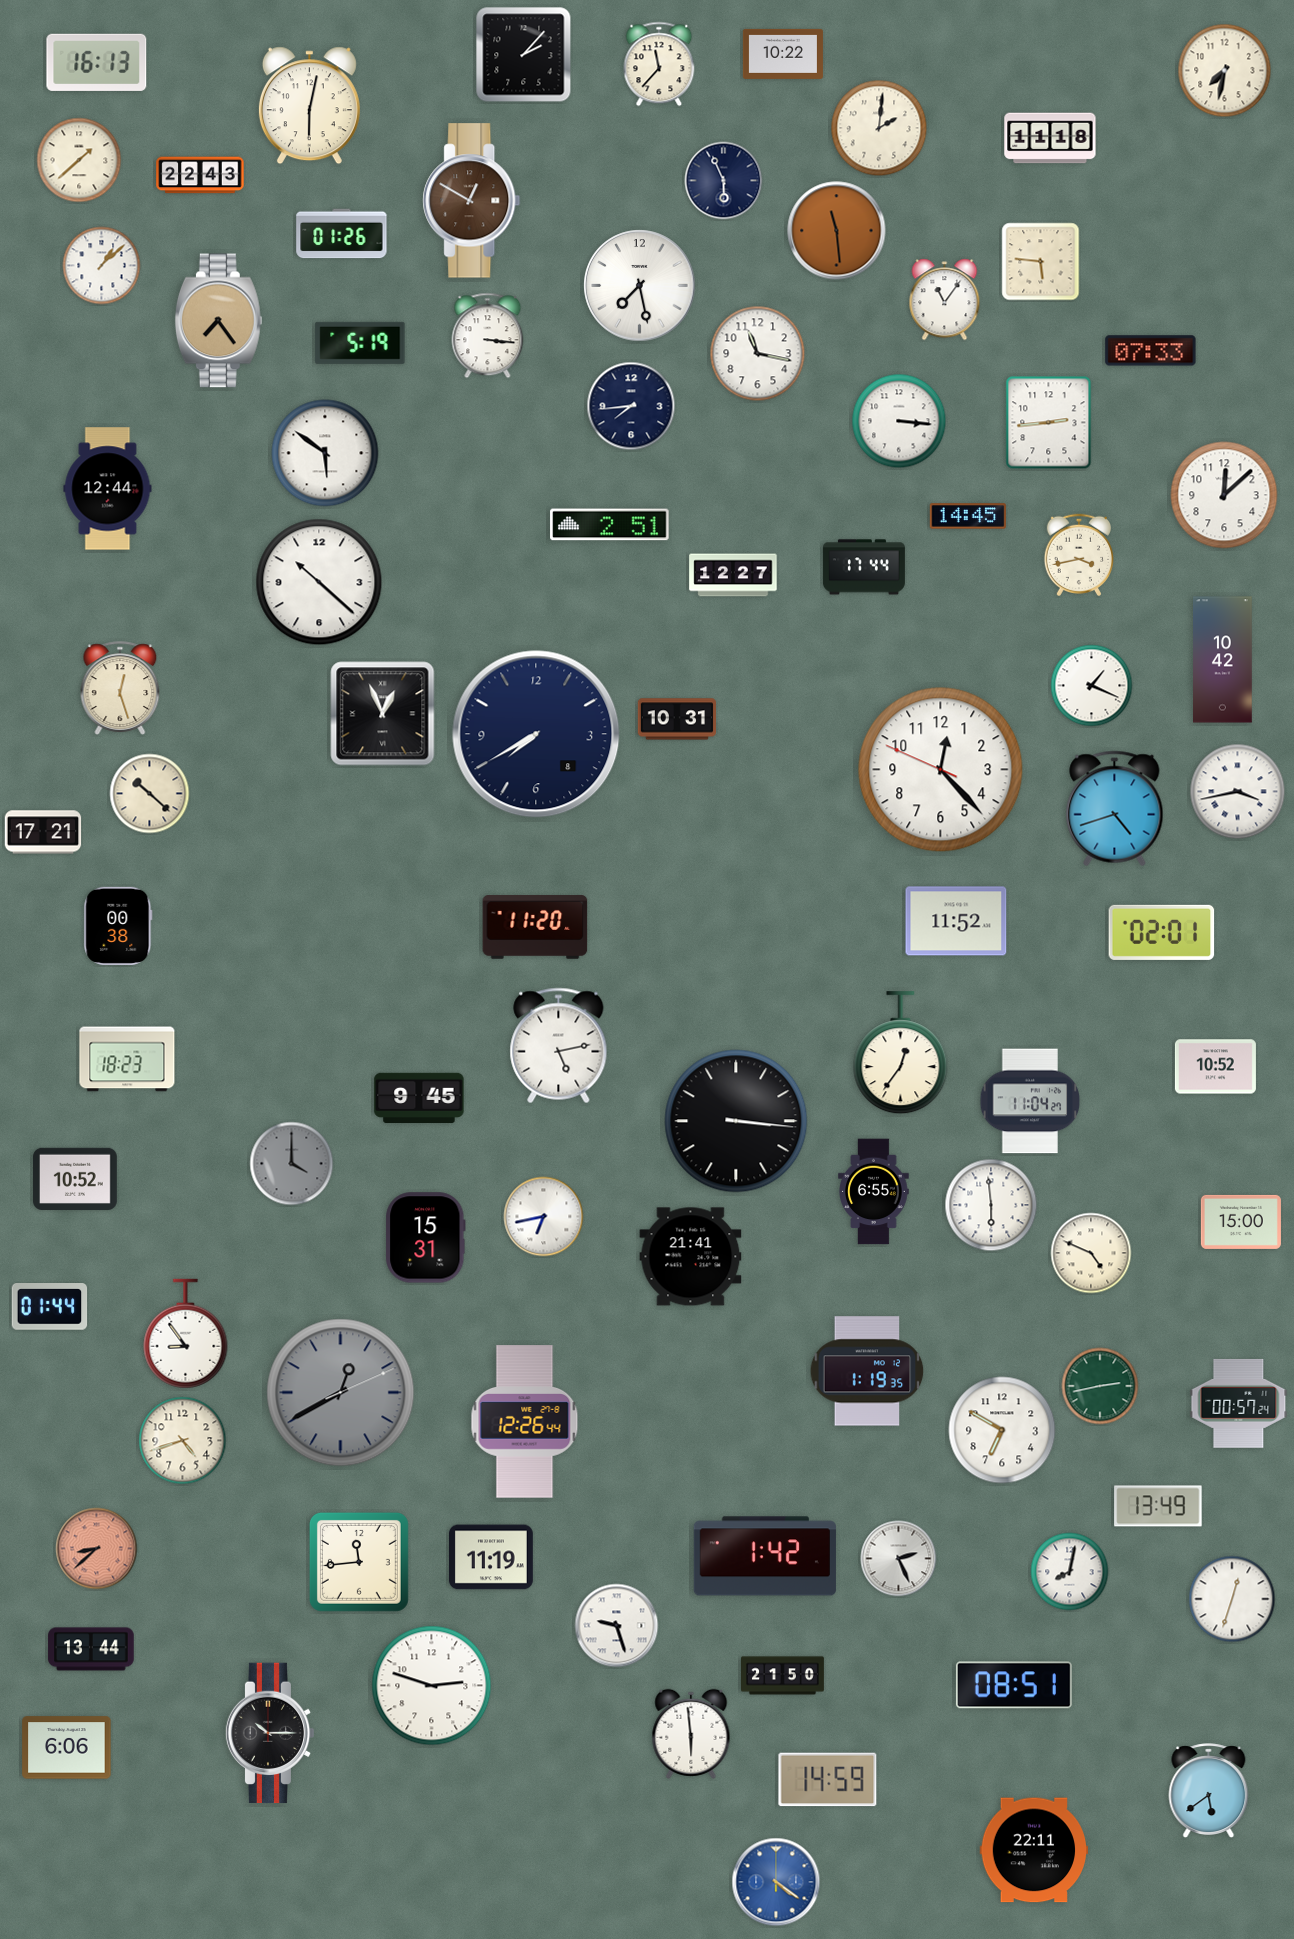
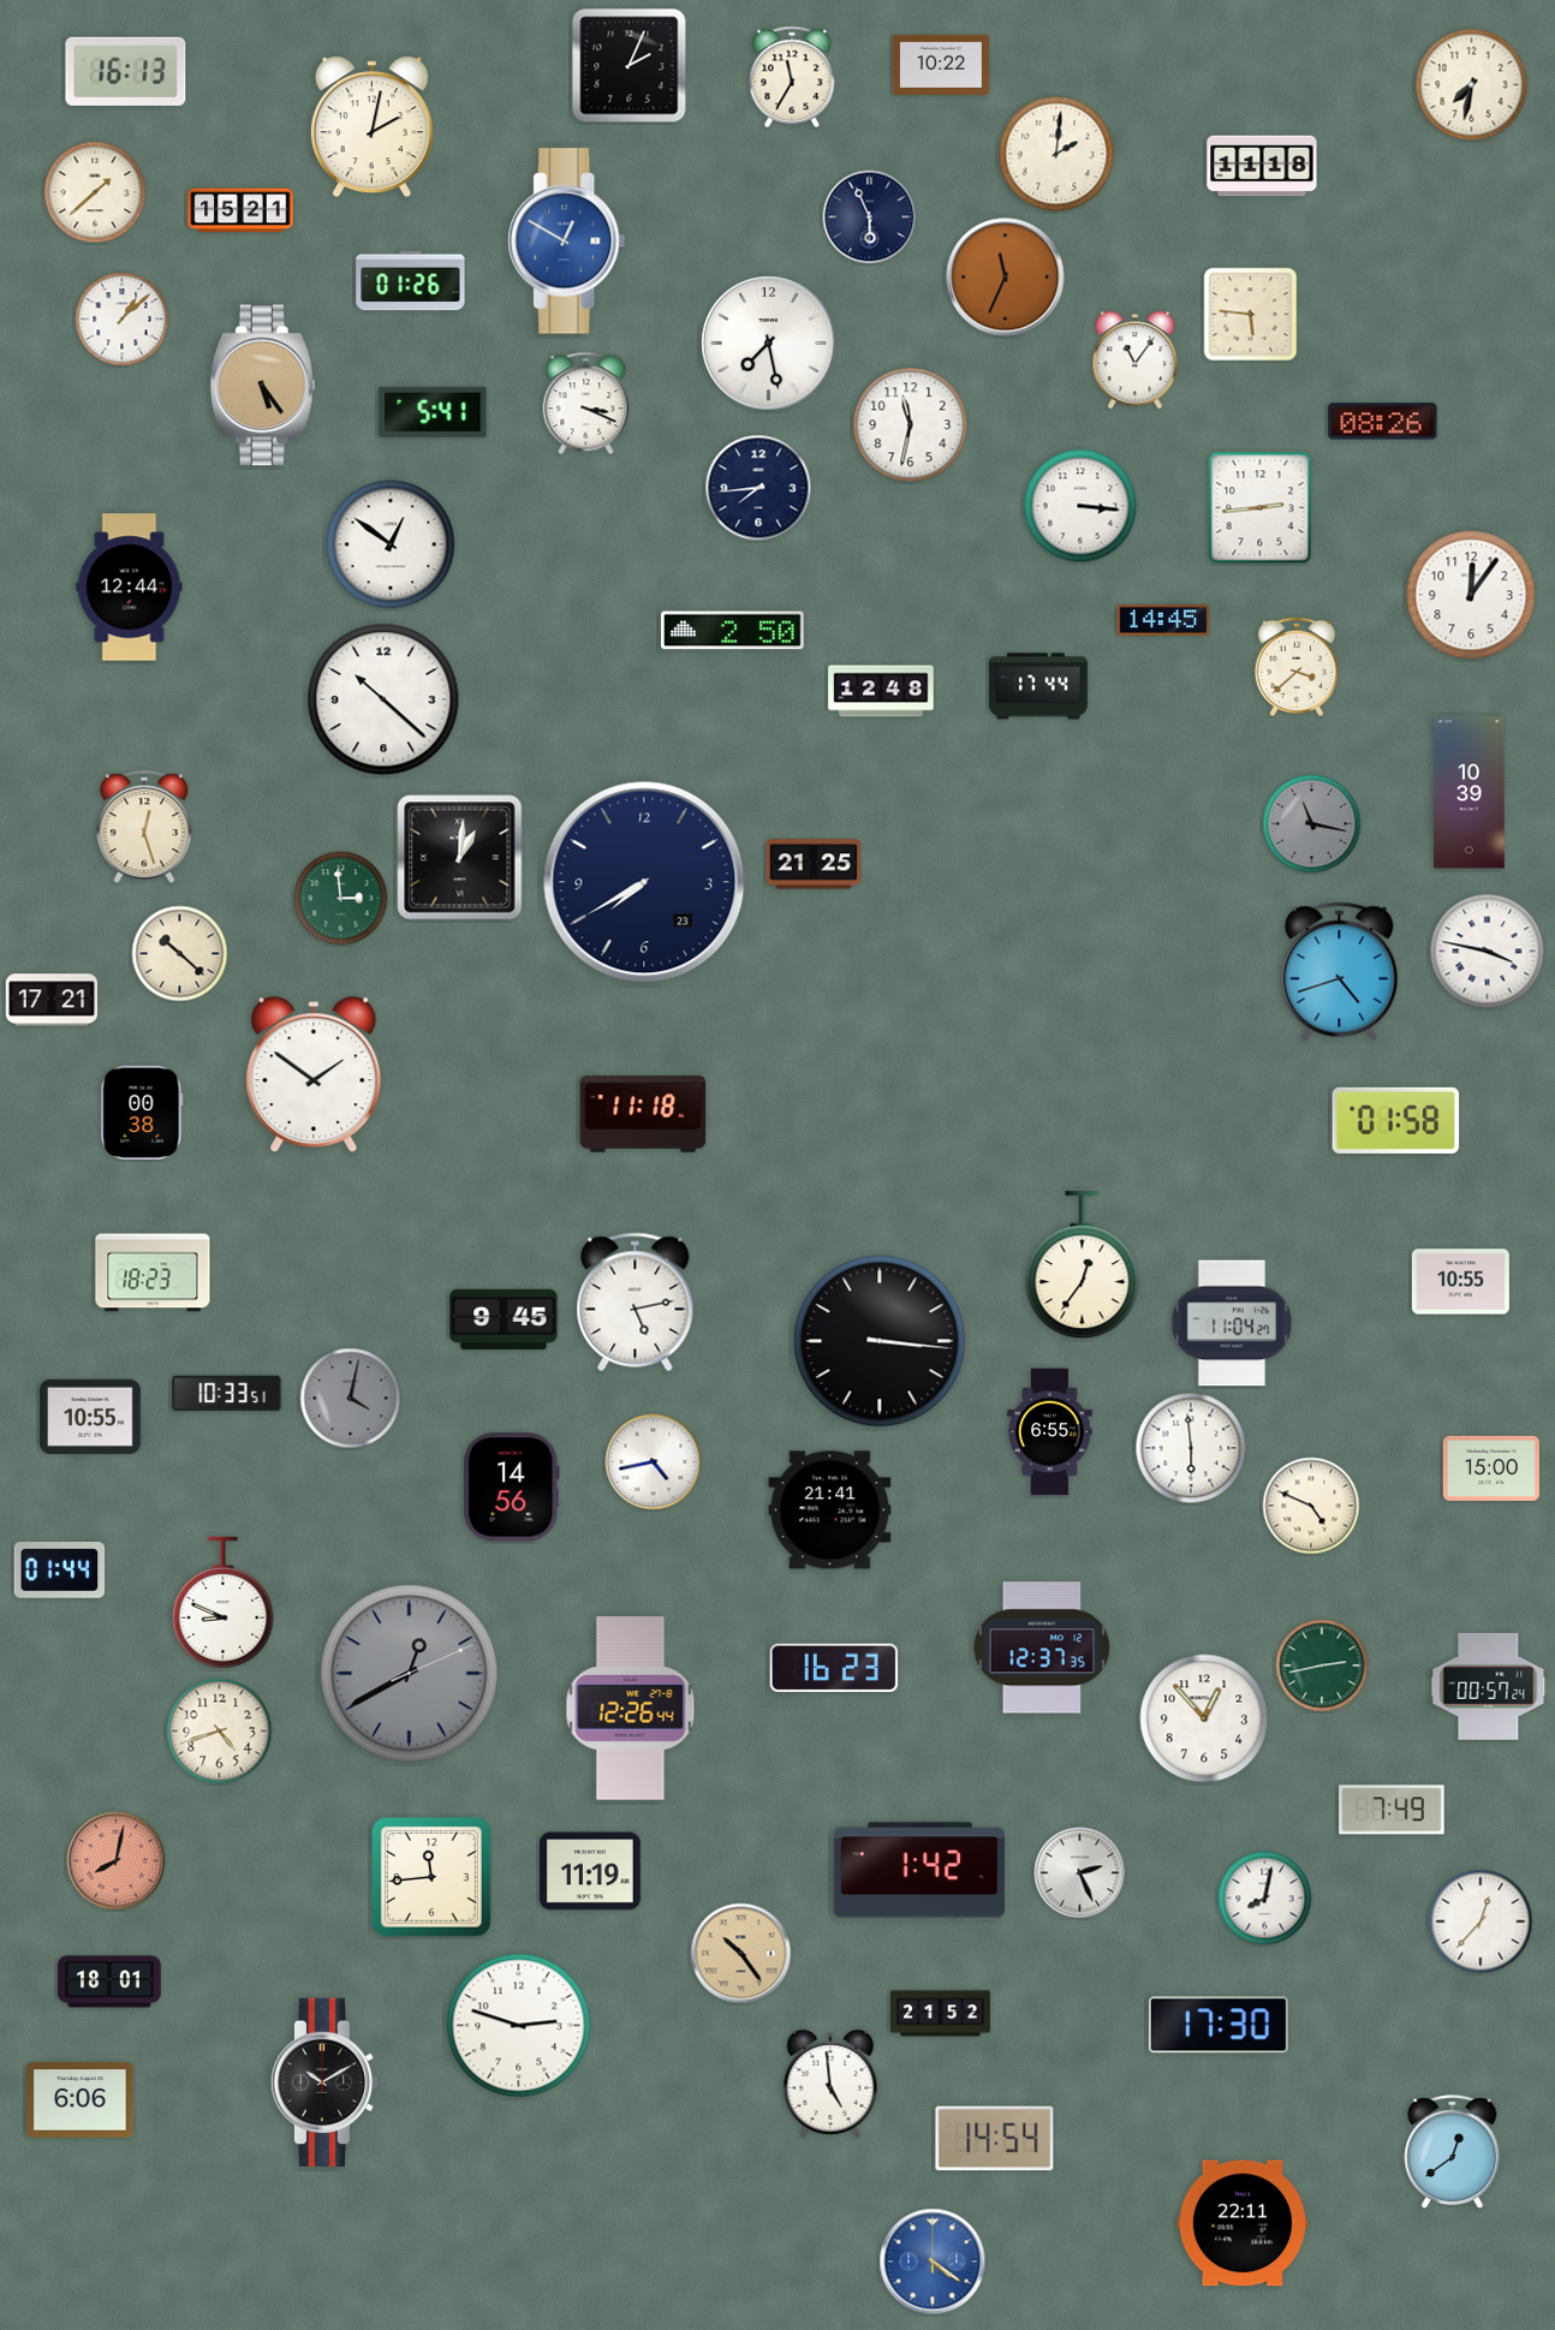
clock at (524, 55): 2:07 -> 2:04
clock at (97, 62) position: (97, 62) -> (126, 71)
clock at (659, 64): 11:37 -> 11:35
clock at (309, 106): 6:02 -> 2:02
clock at (200, 175): 22:43 -> 15:21
clock at (472, 201) dial: brown -> blue
clock at (837, 231): 11:29 -> 11:34
clock at (218, 321): 7:24 -> 5:24
clock at (488, 336): 3:16 -> 3:19
clock at (360, 343): 5:19 -> 5:41
clock at (1151, 351): 07:33 -> 08:26
clock at (758, 354): 11:17 -> 11:32
clock at (325, 453): 5:51 -> 12:51
clock at (1224, 495): 12:08 -> 12:06
clock at (610, 525): 2:51 -> 2:50
clock at (1079, 554): 3:43 -> 3:38
clock at (864, 567) position: (864, 567) -> (1038, 686)
clock at (733, 575): 12:27 -> 12:48
clock at (1223, 660): 10:42 -> 10:39
clock at (1092, 686): 1:19 -> 11:17
clock at (1092, 686) dial: white -> grey
clock at (383, 714): 12:56 -> 1:01
clock at (676, 719): 10:31 -> 21:25
clock at (536, 734) date: 8 -> 23
clock at (341, 899): none -> 2:59
clock at (941, 770): 12:22 -> none
clock at (1238, 792): 3:43 -> 3:47
clock at (314, 1075): none -> 1:51
clock at (956, 921): 11:52 -> none
clock at (535, 927): 11:20 -> 11:18
clock at (1162, 932): 02:01 -> 01:58
clock at (559, 1046) position: (559, 1046) -> (636, 1303)
clock at (1215, 1067): 10:52 -> 10:55
clock at (1030, 1101) position: (1030, 1101) -> (1232, 1323)
clock at (736, 1121) position: (736, 1121) -> (880, 1341)
clock at (227, 1394): none -> 10:33
clock at (292, 1164): 4:00 -> 4:02
clock at (76, 1178): 10:52 -> 10:55
clock at (544, 1217): 6:43 -> 4:43
clock at (426, 1238): 15:31 -> 14:56
clock at (186, 1334): 8:54 -> 8:49
clock at (867, 1371): 1:19 -> 12:37
clock at (834, 1668): none -> 16:23
clock at (1002, 1430): 6:50 -> 12:53
clock at (1158, 1506): 13:49 -> 7:49
clock at (97, 1549): 8:38 -> 8:02
clock at (1070, 1572) position: (1070, 1572) -> (1265, 1899)
clock at (1232, 1599): 12:33 -> 12:37
clock at (617, 1626): 9:27 -> 10:24
clock at (617, 1626) dial: white -> champagne
clock at (91, 1649): 13:44 -> 18:01
clock at (783, 1676): 21:50 -> 21:52
clock at (1014, 1685): 08:51 -> 17:30
clock at (270, 1733): 10:15 -> 10:10
clock at (691, 1734): 5:59 -> 4:59
clock at (828, 1780): 14:59 -> 14:54
clock at (1209, 1790): 5:39 -> 12:39
